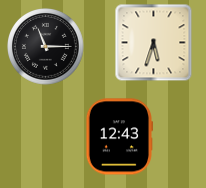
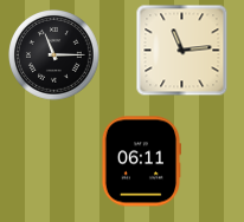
clock at (153, 42): 5:33 -> 11:14
clock at (118, 137): 12:43 -> 06:11
